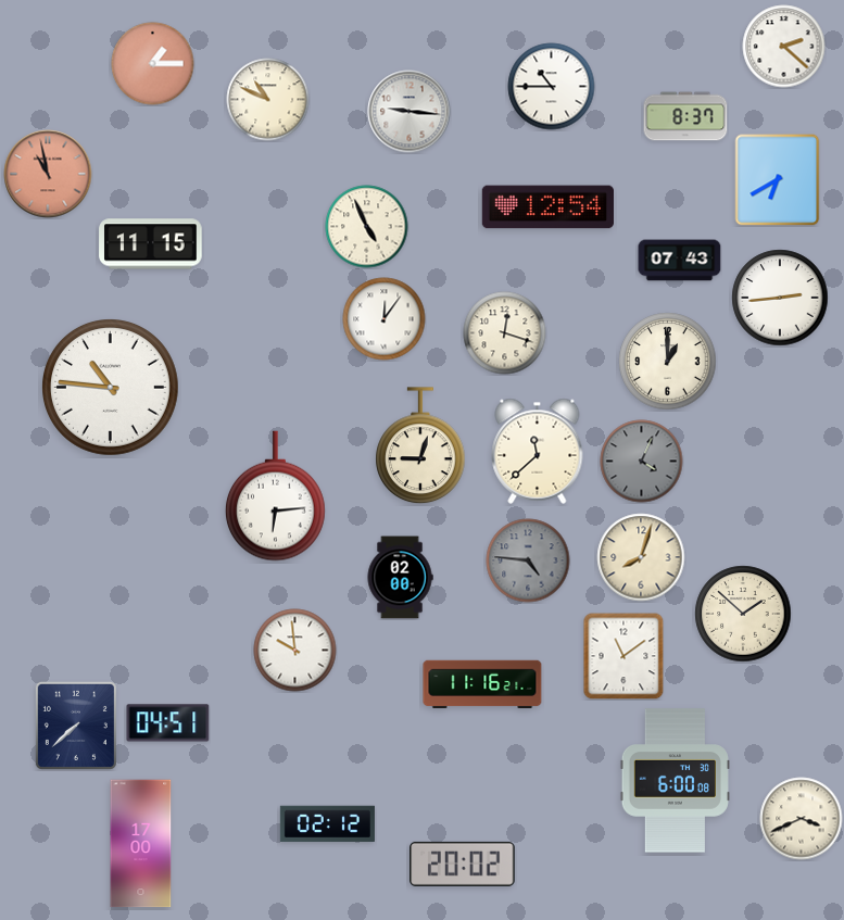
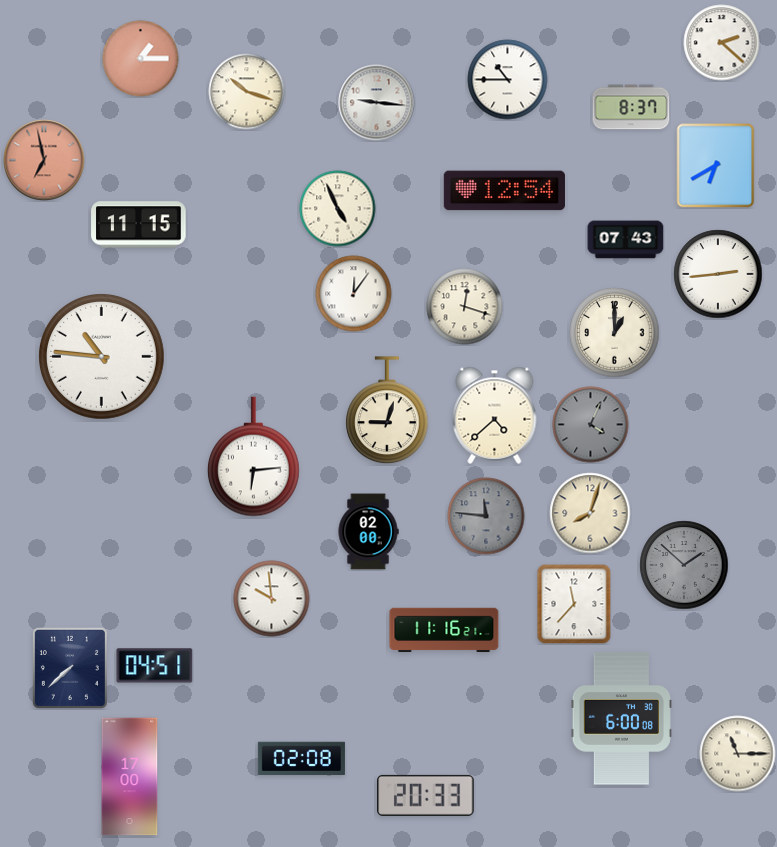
clock at (268, 100): 10:49 -> 10:18
clock at (48, 174): 10:58 -> 6:58
clock at (538, 451): 11:38 -> 4:38
clock at (528, 560): 4:46 -> 11:46
clock at (743, 614) dial: cream -> grey
clock at (623, 656): 11:09 -> 11:37
clock at (802, 819): 3:41 -> 11:15
clock at (327, 824): 02:12 -> 02:08
clock at (463, 864): 20:02 -> 20:33
